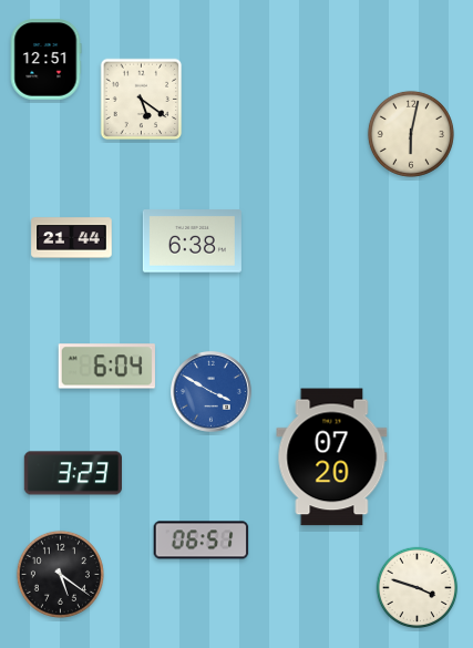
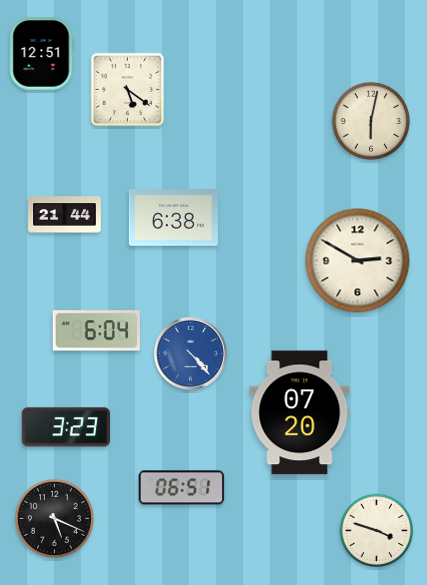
clock at (358, 261): none -> 2:50
clock at (212, 392): 3:50 -> 4:23
clock at (60, 574): 5:21 -> 5:19
